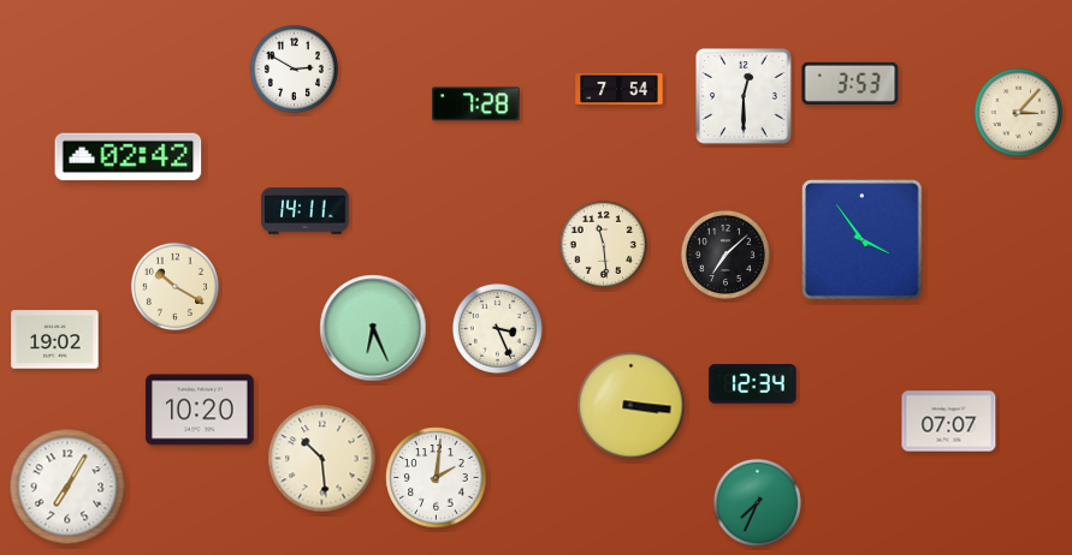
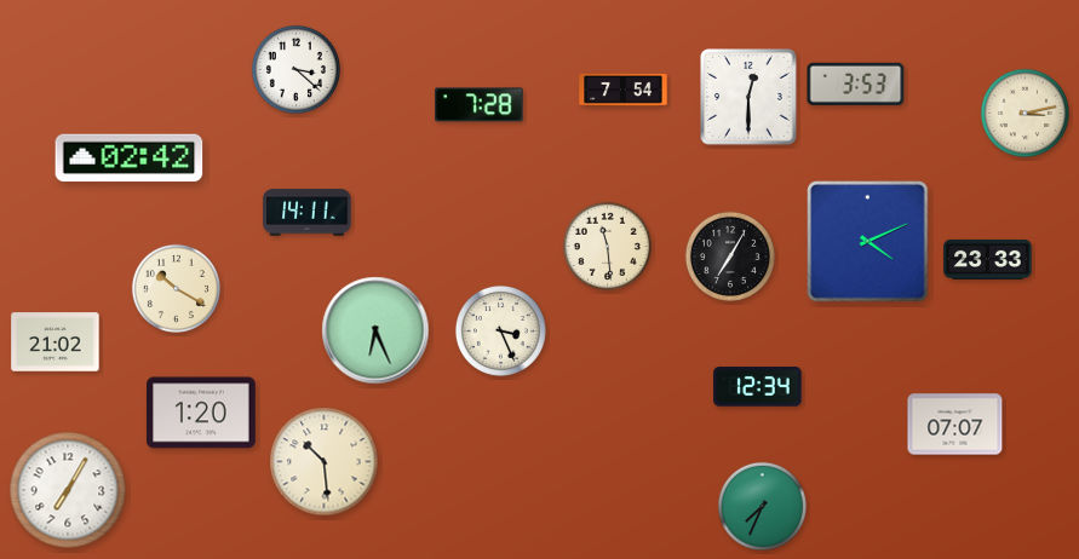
clock at (294, 68): 2:50 -> 3:22
clock at (1018, 112): 3:07 -> 3:13
clock at (863, 240): 3:54 -> 4:11
clock at (725, 255): 7:08 -> 7:05
clock at (988, 259): none -> 23:33
clock at (55, 340): 19:02 -> 21:02
clock at (632, 406): 3:16 -> none
clock at (200, 410): 10:20 -> 1:20
clock at (437, 478): 2:01 -> none
